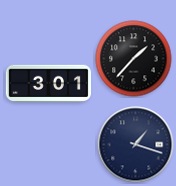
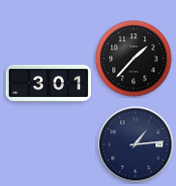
clock at (136, 145): 1:18 -> 1:14
